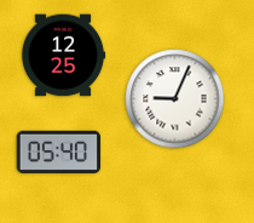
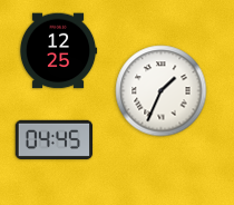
clock at (175, 99): 9:04 -> 1:34
clock at (59, 151): 05:40 -> 04:45
